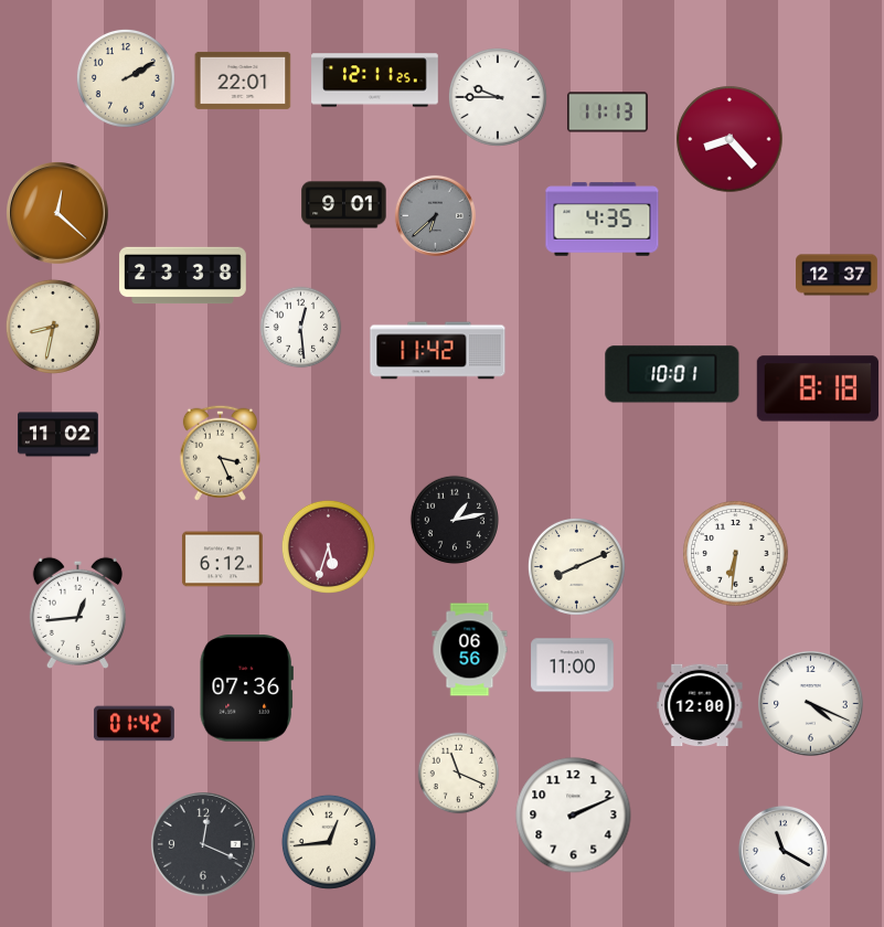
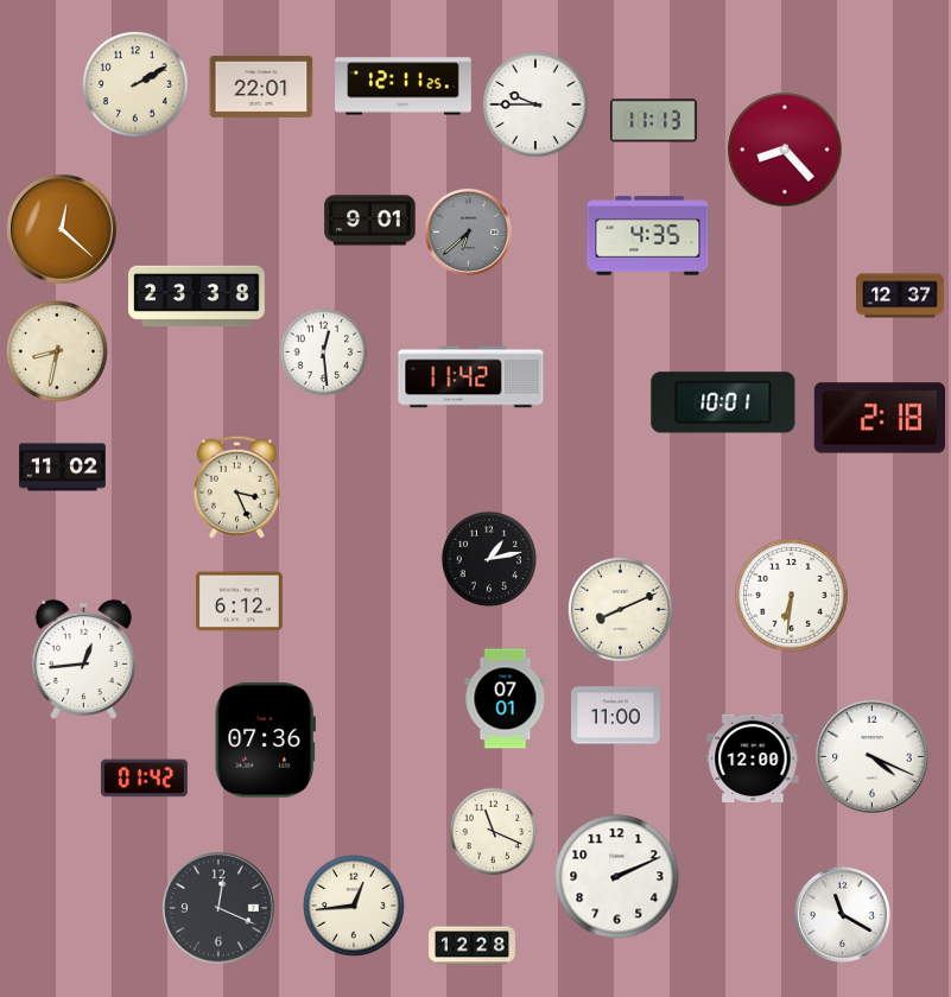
clock at (817, 388): 8:18 -> 2:18
clock at (328, 546): 5:33 -> none
clock at (470, 650): 06:56 -> 07:01
clock at (473, 946): none -> 12:28
